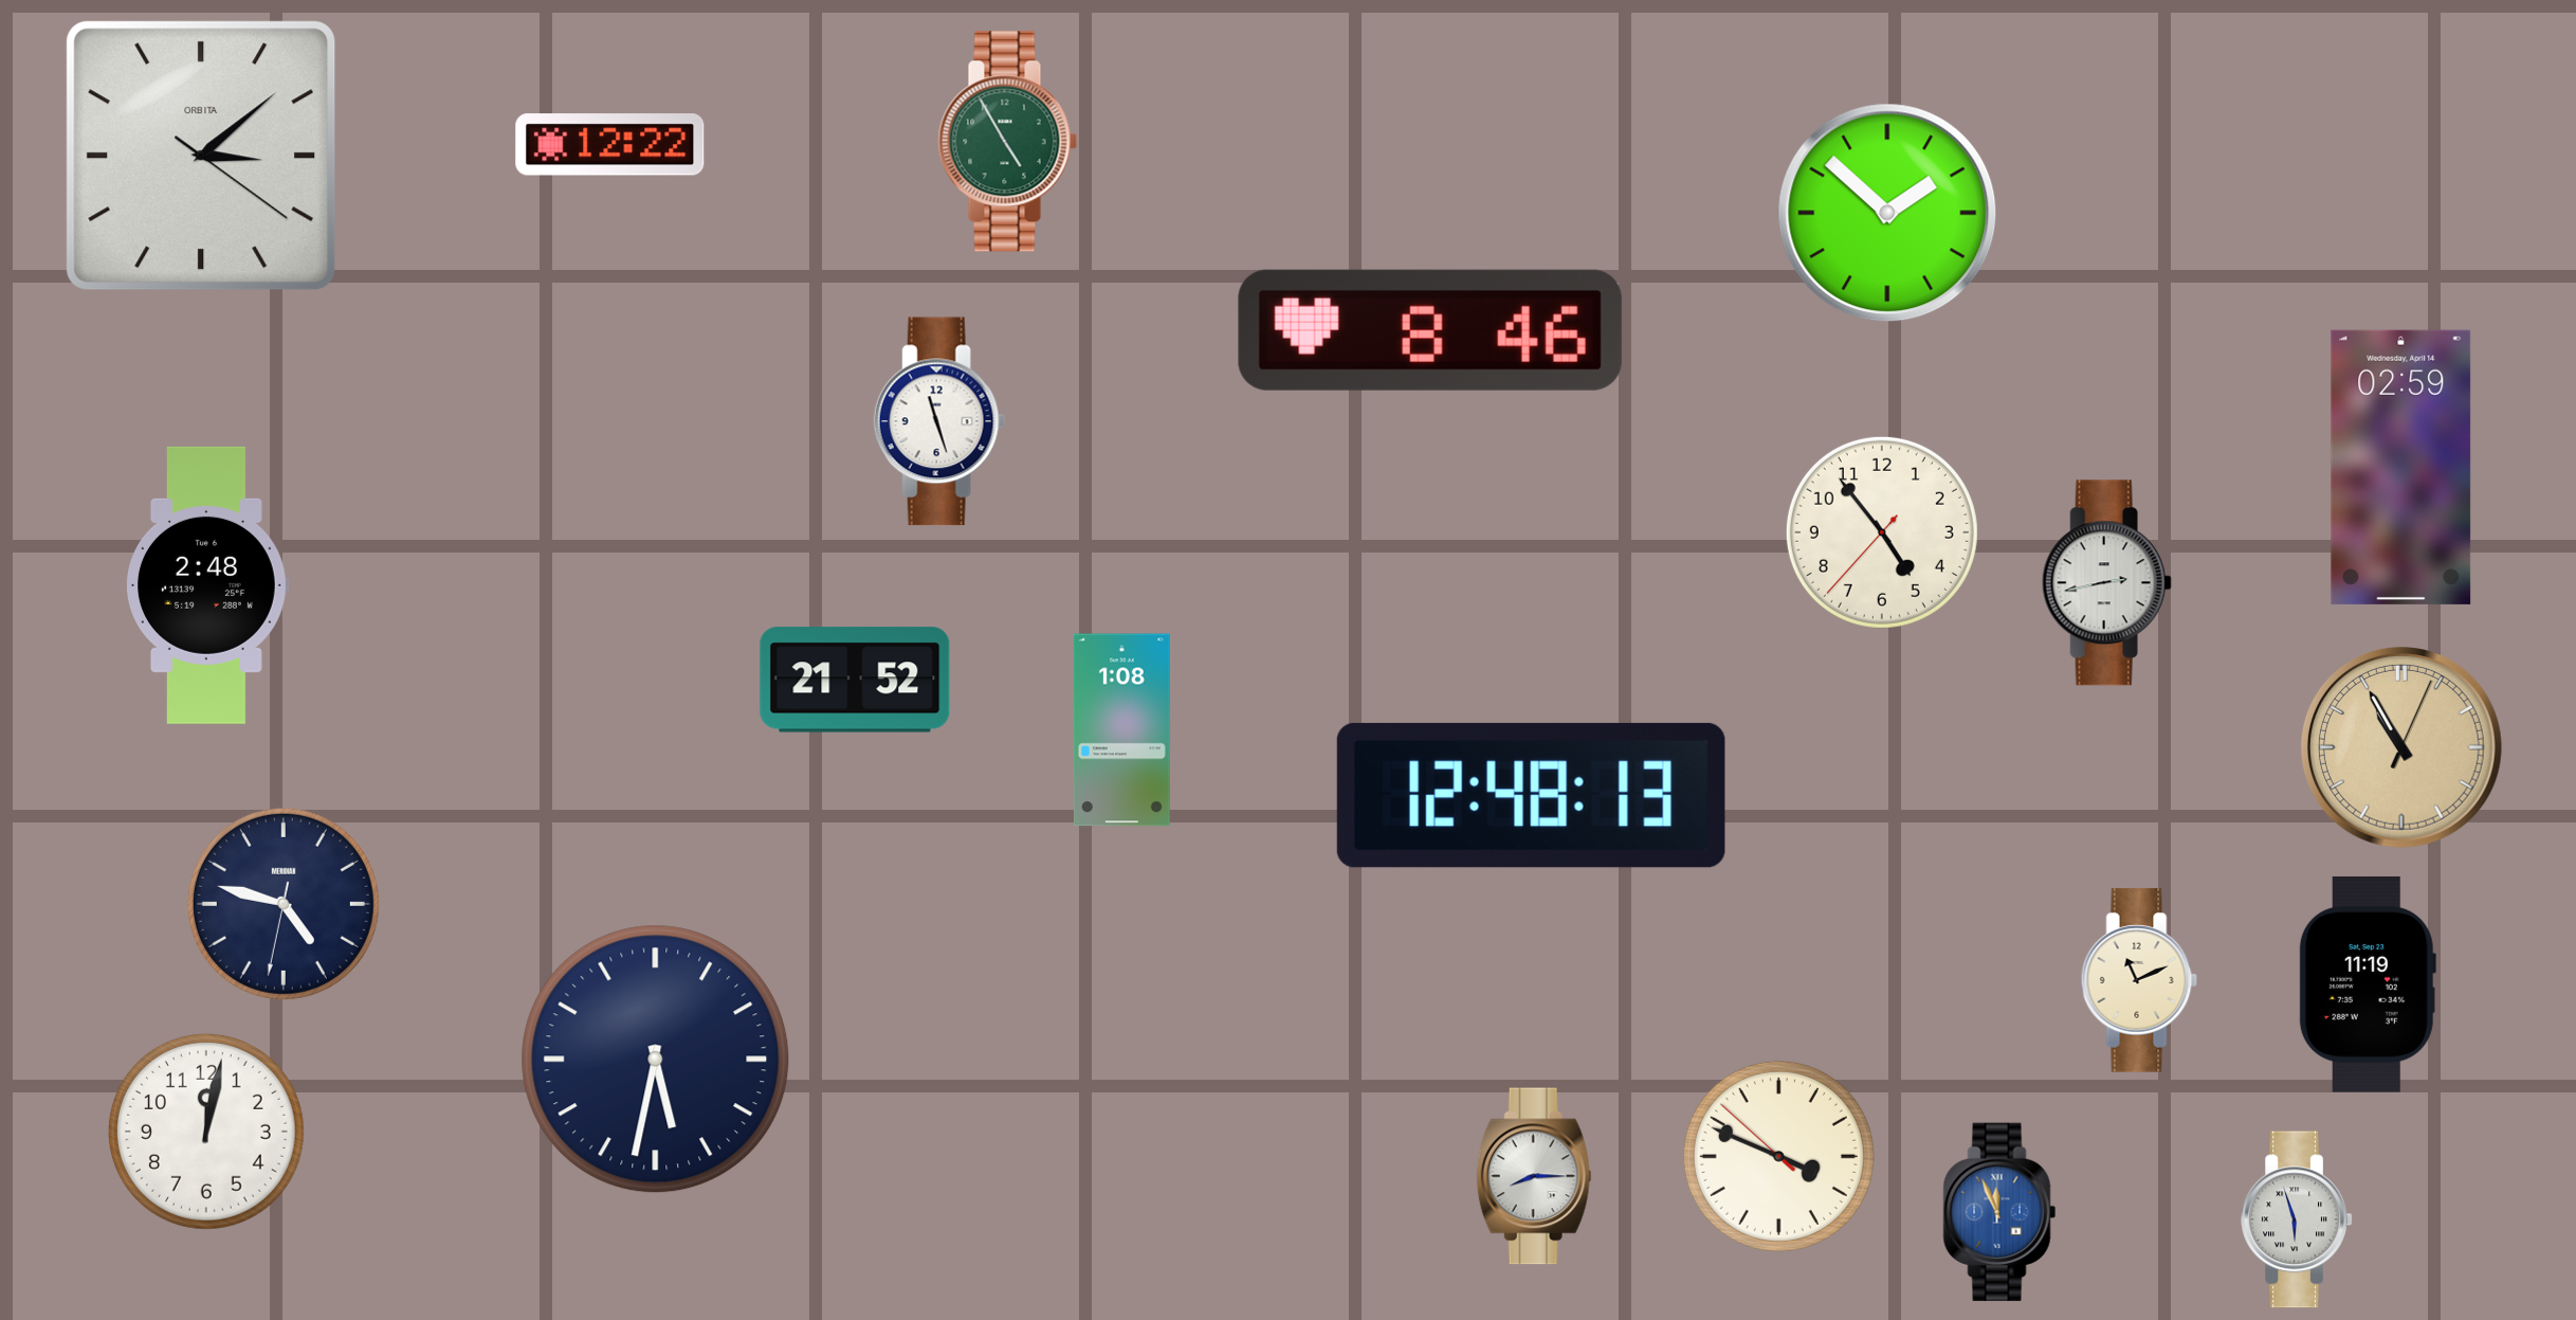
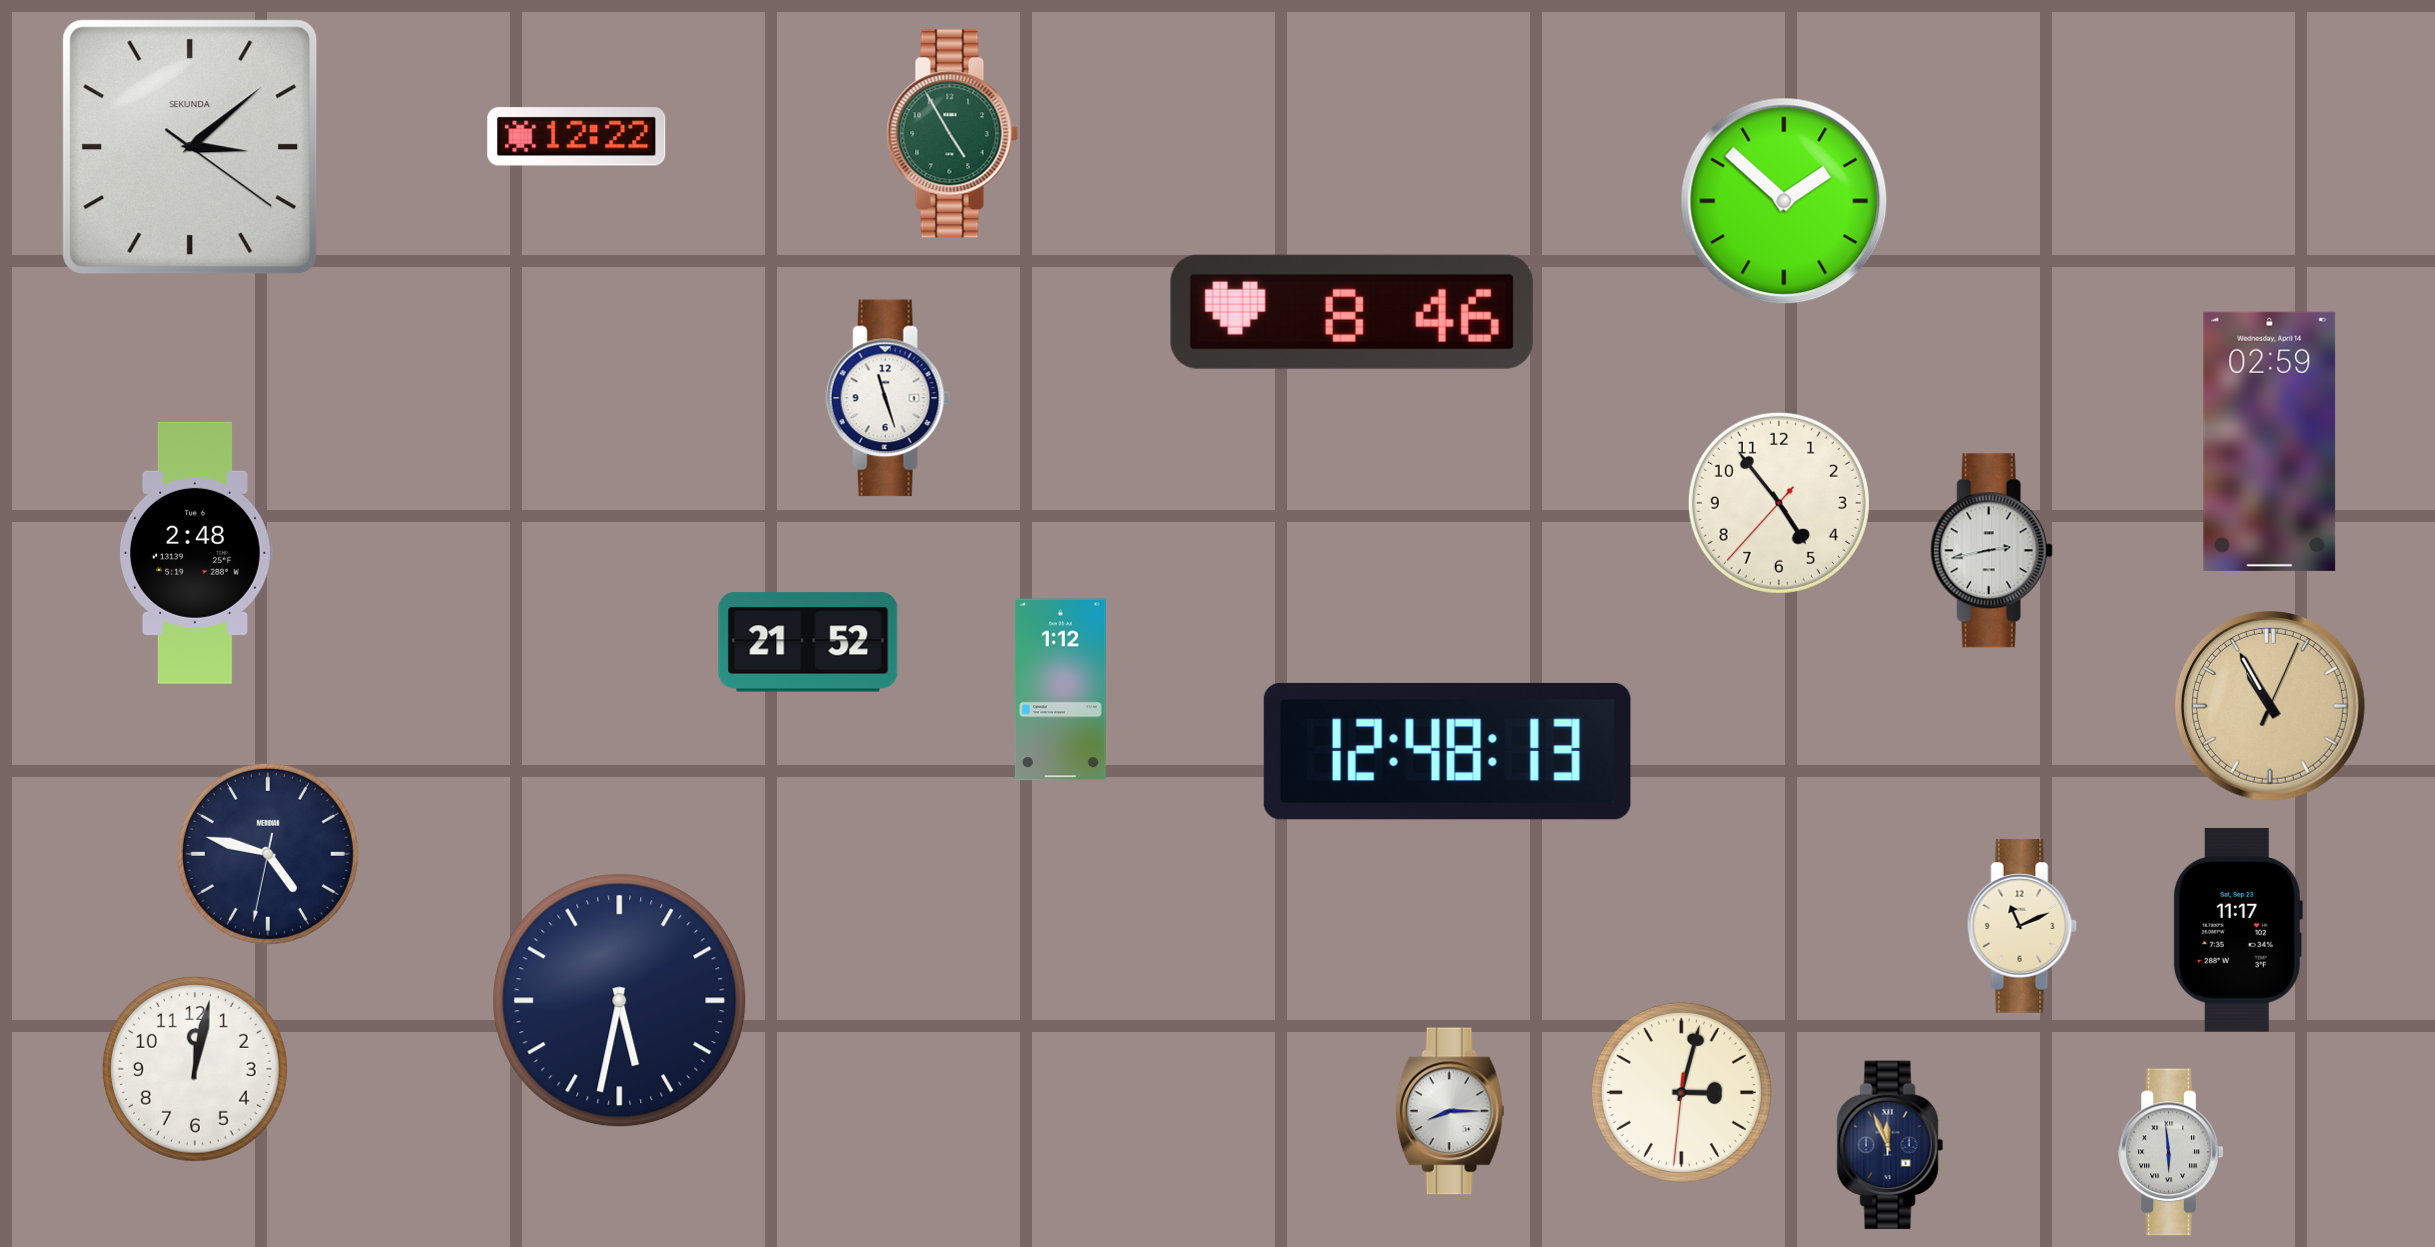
clock at (201, 156) brand: ORBITA -> SEKUNDA
clock at (1121, 730): 1:08 -> 1:12
clock at (2368, 984): 11:19 -> 11:17
clock at (1778, 1156): 3:48 -> 3:02
clock at (1999, 1212) dial: blue -> navy
clock at (2297, 1219): 5:57 -> 5:59
